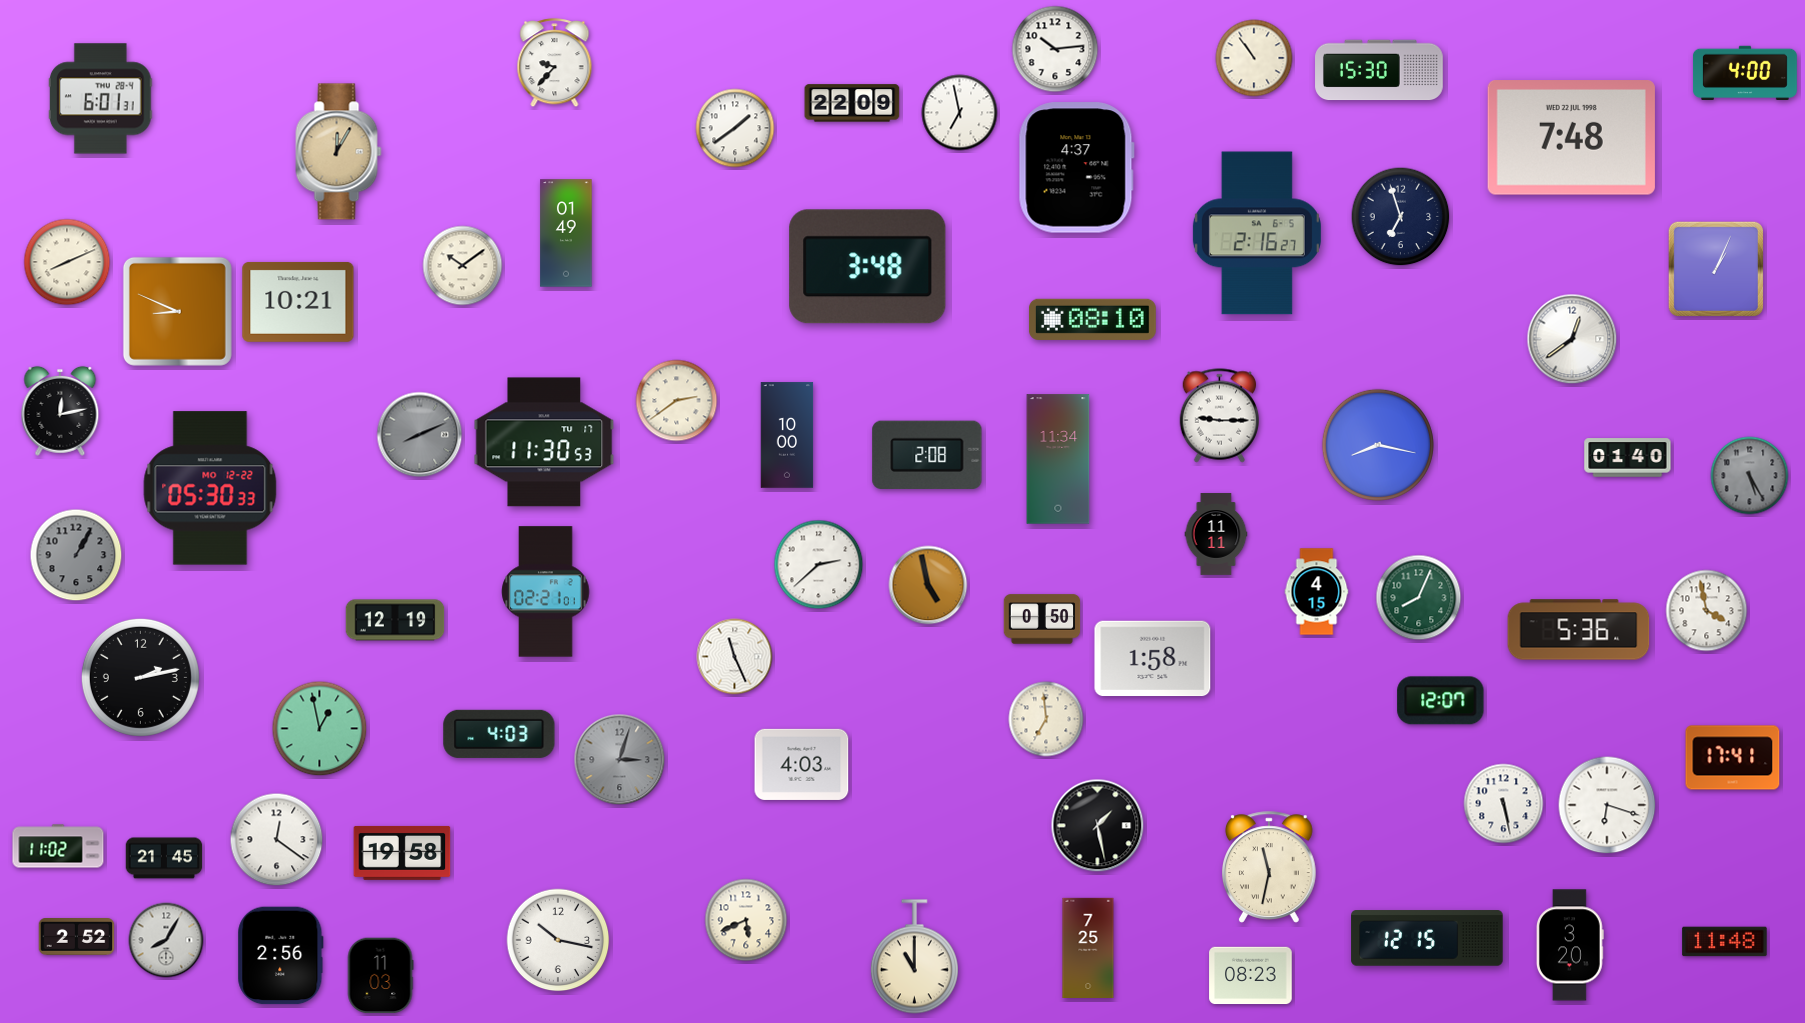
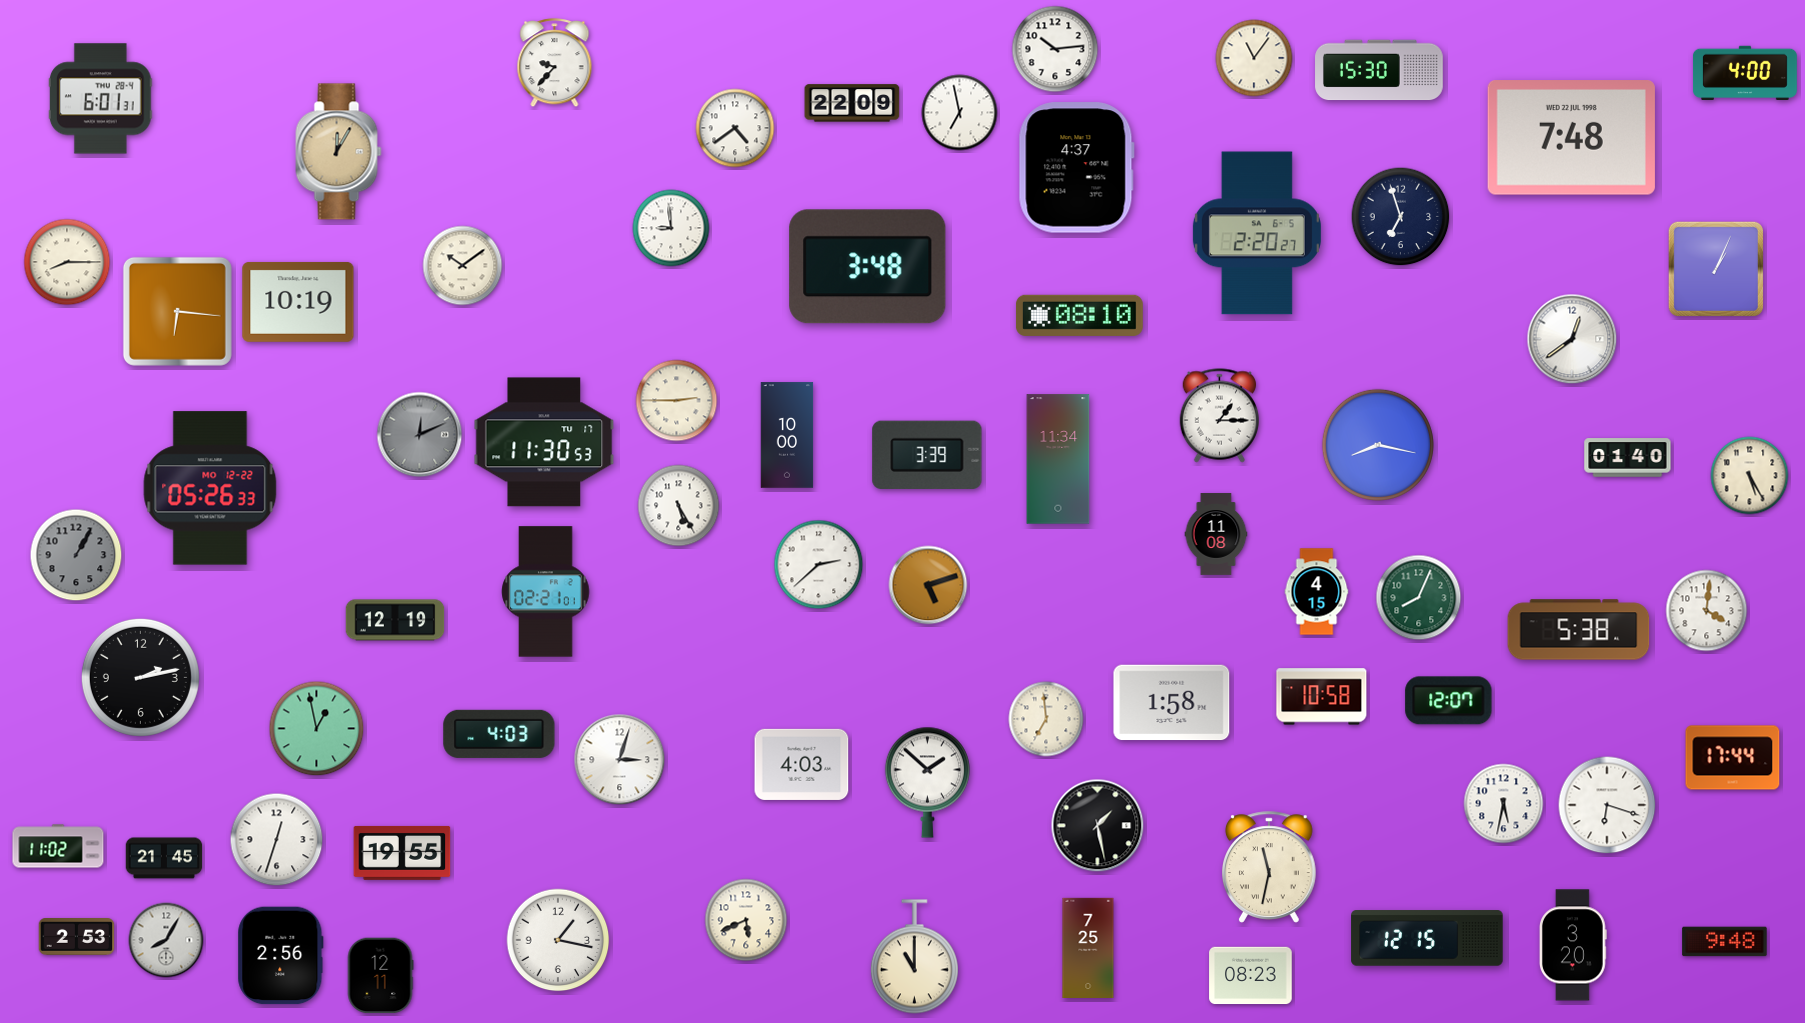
clock at (1254, 58): 10:54 -> 11:06
clock at (735, 128): 1:39 -> 4:39
clock at (671, 228): none -> 8:59
clock at (566, 233): 01:49 -> none
clock at (1257, 233): 2:16 -> 2:20
clock at (67, 262): 8:11 -> 8:15
clock at (298, 302): 10:21 -> 10:19
clock at (177, 311): 8:49 -> 6:16
clock at (1092, 319) position: (1092, 319) -> (1079, 315)
clock at (677, 401): 2:39 -> 2:45
clock at (60, 411): 12:13 -> none
clock at (1220, 416): 9:15 -> 1:15
clock at (420, 435): 8:11 -> 12:11
clock at (927, 455): 2:08 -> 3:39
clock at (1750, 476) dial: grey -> cream
clock at (210, 488): 05:30 -> 05:26
clock at (679, 506): none -> 5:25
clock at (1216, 534): 11:11 -> 11:08
clock at (928, 585): 4:58 -> 5:12
clock at (1707, 611): 3:58 -> 4:01
clock at (1042, 619): 0:50 -> none
clock at (1579, 630): 5:36 -> 5:38
clock at (735, 657): 11:26 -> none
clock at (1153, 659) position: (1153, 659) -> (1172, 703)
clock at (1322, 697): none -> 10:58
clock at (1441, 701) position: (1441, 701) -> (1449, 701)
clock at (320, 729) position: (320, 729) -> (317, 729)
clock at (1733, 758): 17:41 -> 17:44
clock at (620, 760) dial: grey -> white
clock at (927, 782): none -> 1:52
clock at (1504, 804): 5:28 -> 5:32
clock at (277, 840): 12:21 -> 12:33
clock at (402, 853): 19:58 -> 19:55
clock at (77, 937): 2:52 -> 2:53
clock at (558, 940): 10:17 -> 1:17
clock at (1725, 942): 11:48 -> 9:48
clock at (1570, 945) position: (1570, 945) -> (1573, 945)
clock at (380, 976): 11:03 -> 12:11
